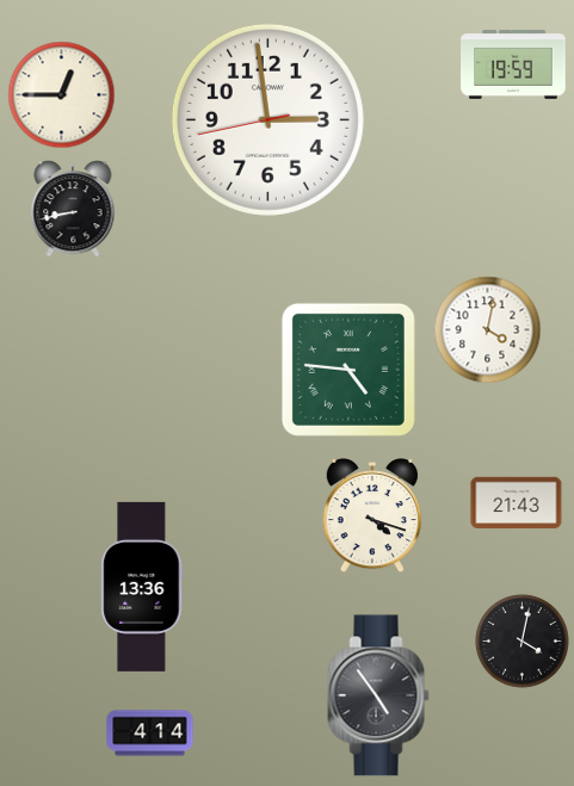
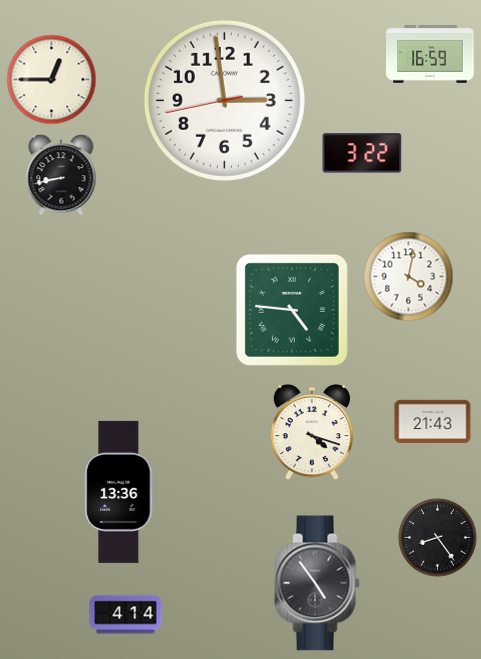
clock at (513, 66): 19:59 -> 16:59
clock at (362, 153): none -> 3:22
clock at (523, 642): 4:02 -> 8:24
